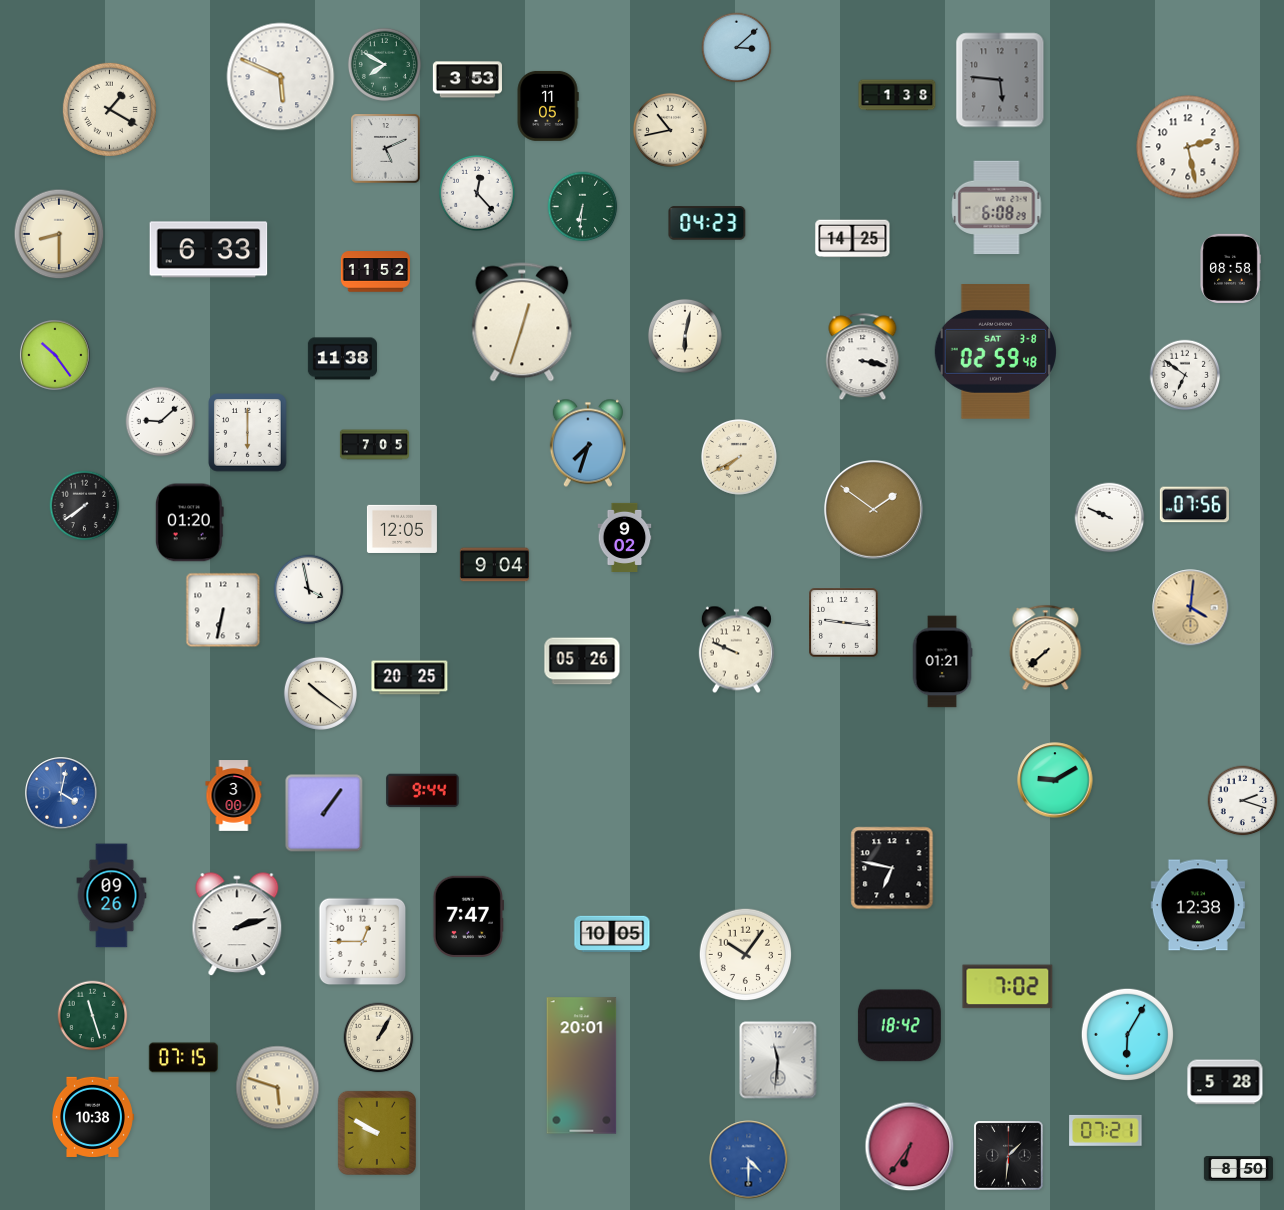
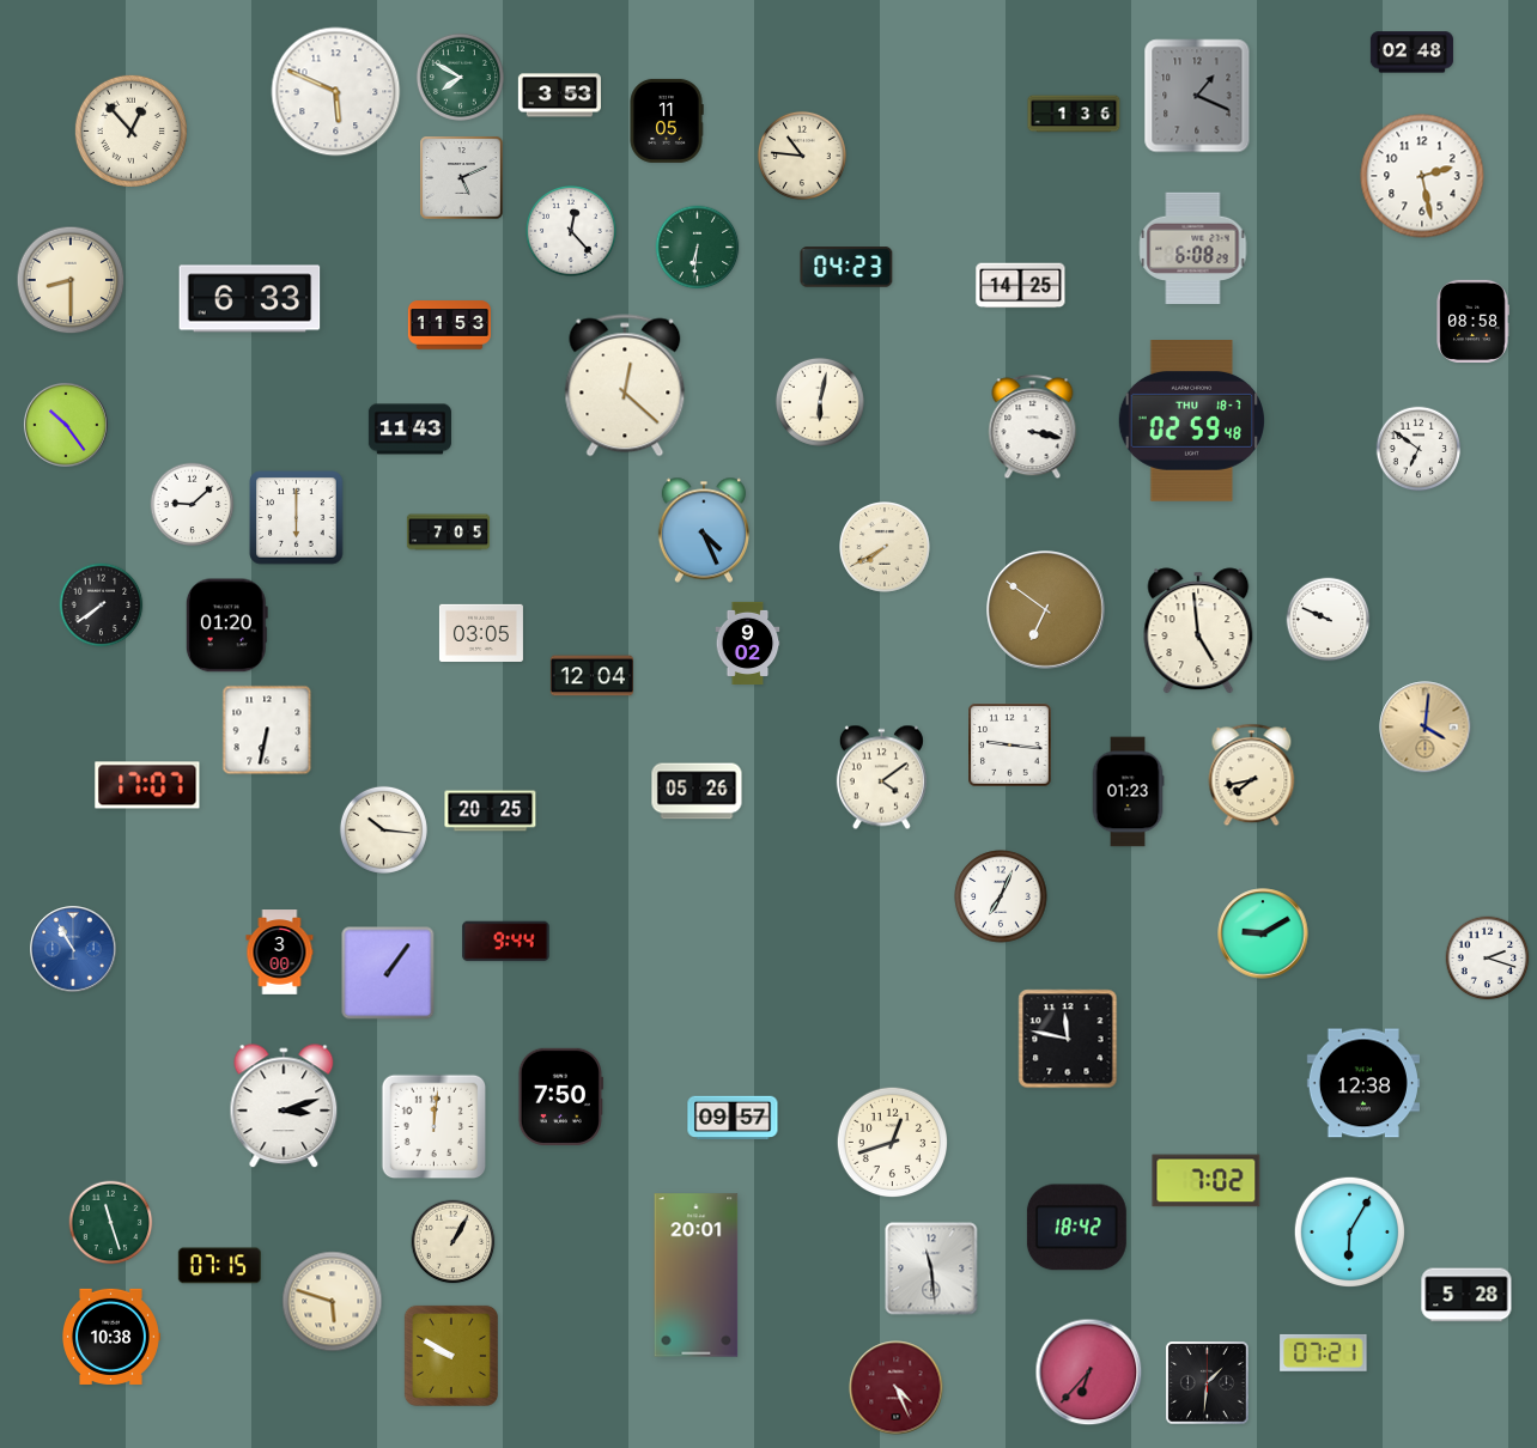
clock at (1411, 53): none -> 02:48
clock at (737, 48): 3:08 -> none
clock at (1000, 80): 5:46 -> 1:19
clock at (897, 95): 1:38 -> 1:36
clock at (548, 106) position: (548, 106) -> (667, 121)
clock at (109, 109): 1:20 -> 12:53
clock at (670, 130): 10:43 -> 10:46
clock at (375, 272): 11:52 -> 11:53
clock at (522, 322): 12:33 -> 12:22
clock at (995, 352) date: SAT 3-8 -> THU 18-7
clock at (342, 359): 11:38 -> 11:43
clock at (588, 443): 7:33 -> 4:26
clock at (1194, 505): 07:56 -> none
clock at (874, 510): 1:51 -> 6:51
clock at (1198, 631): none -> 4:59
clock at (402, 528): 12:05 -> 03:05
clock at (494, 565): 9:04 -> 12:04
clock at (309, 590): 3:58 -> none
clock at (1046, 648): 7:38 -> 7:43
clock at (736, 650): 9:49 -> 4:09
clock at (147, 785): none -> 17:07
clock at (942, 662): 01:21 -> 01:23
clock at (320, 693): 10:21 -> 10:16
clock at (1001, 896): none -> 7:04
clock at (423, 791) position: (423, 791) -> (506, 942)
clock at (61, 793): 4:02 -> 10:55
clock at (892, 868): 6:47 -> 11:47
clock at (112, 896): 09:26 -> none
clock at (1198, 905) position: (1198, 905) -> (1363, 1083)
clock at (468, 916): 7:47 -> 7:50
clock at (237, 925): 2:12 -> 3:12
clock at (612, 934): 10:05 -> 09:57
clock at (363, 942): 12:45 -> 12:01
clock at (746, 955): 10:06 -> 12:42
clock at (93, 1016) position: (93, 1016) -> (111, 1223)
clock at (1128, 1035) position: (1128, 1035) -> (1350, 1233)
clock at (778, 1060): 11:31 -> 11:29
clock at (910, 1147): 6:36 -> 6:37
clock at (749, 1160): 4:30 -> 4:26
clock at (749, 1160) dial: blue -> burgundy
clock at (1238, 1169): 8:50 -> none
